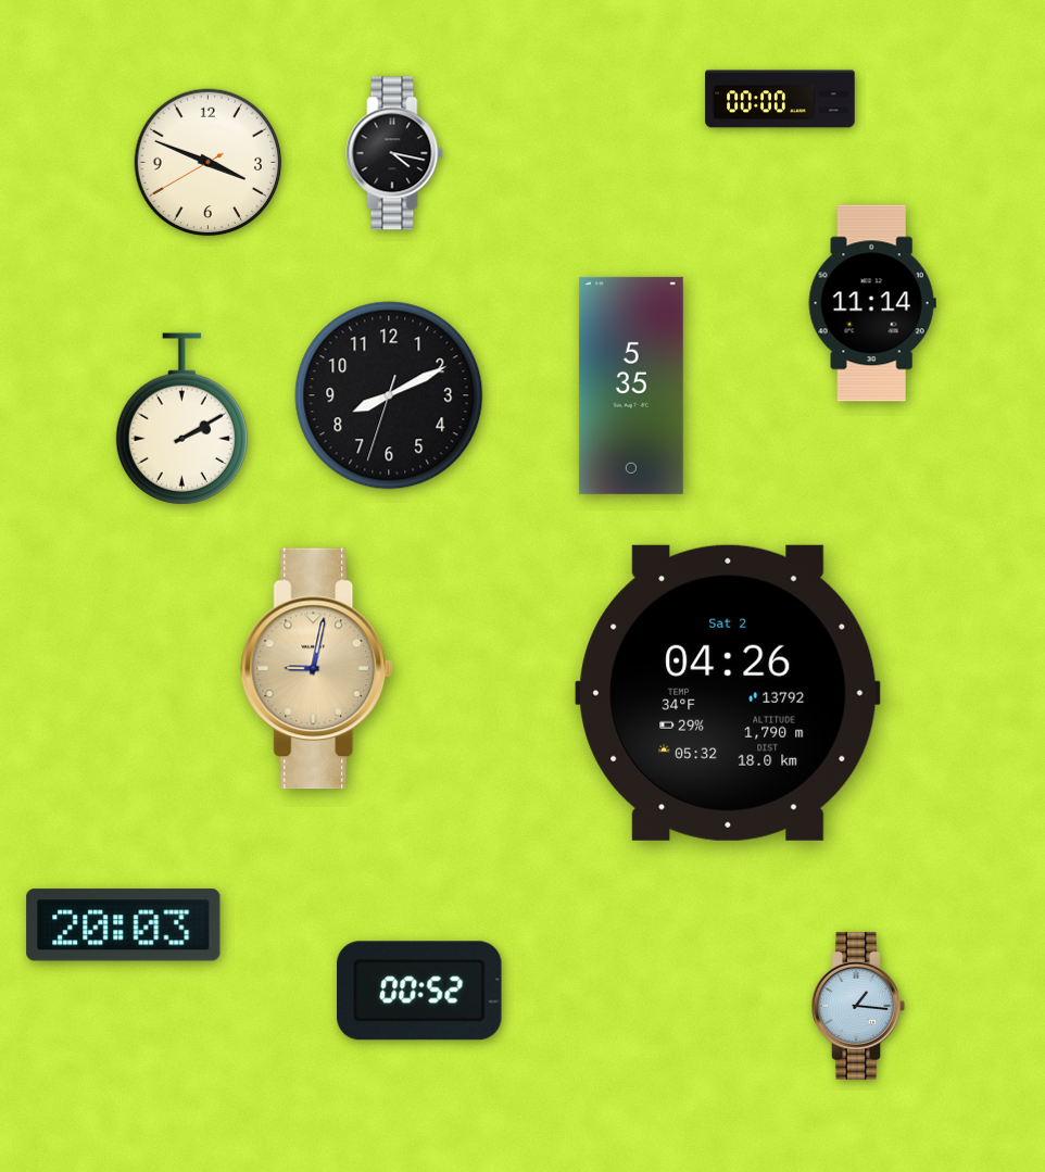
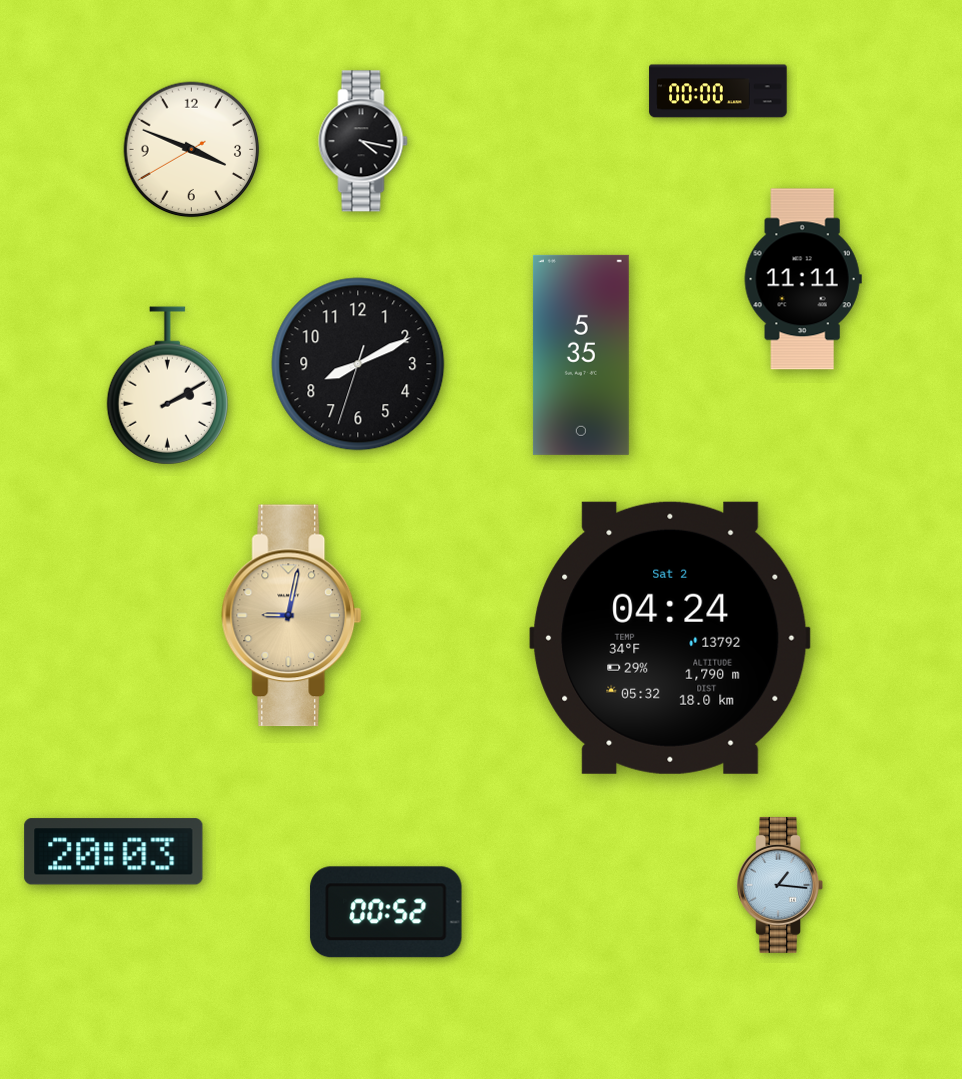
clock at (872, 303): 11:14 -> 11:11
clock at (728, 693): 04:26 -> 04:24
clock at (858, 1006) position: (858, 1006) -> (780, 885)
